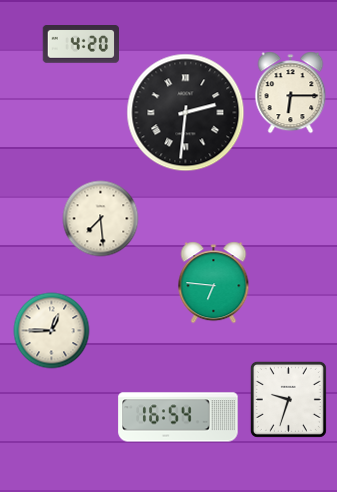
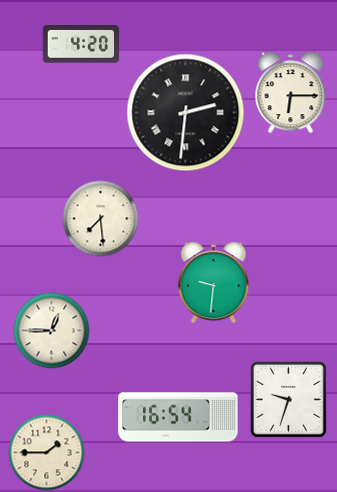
clock at (214, 283): 6:46 -> 9:31
clock at (47, 453): none -> 1:45
